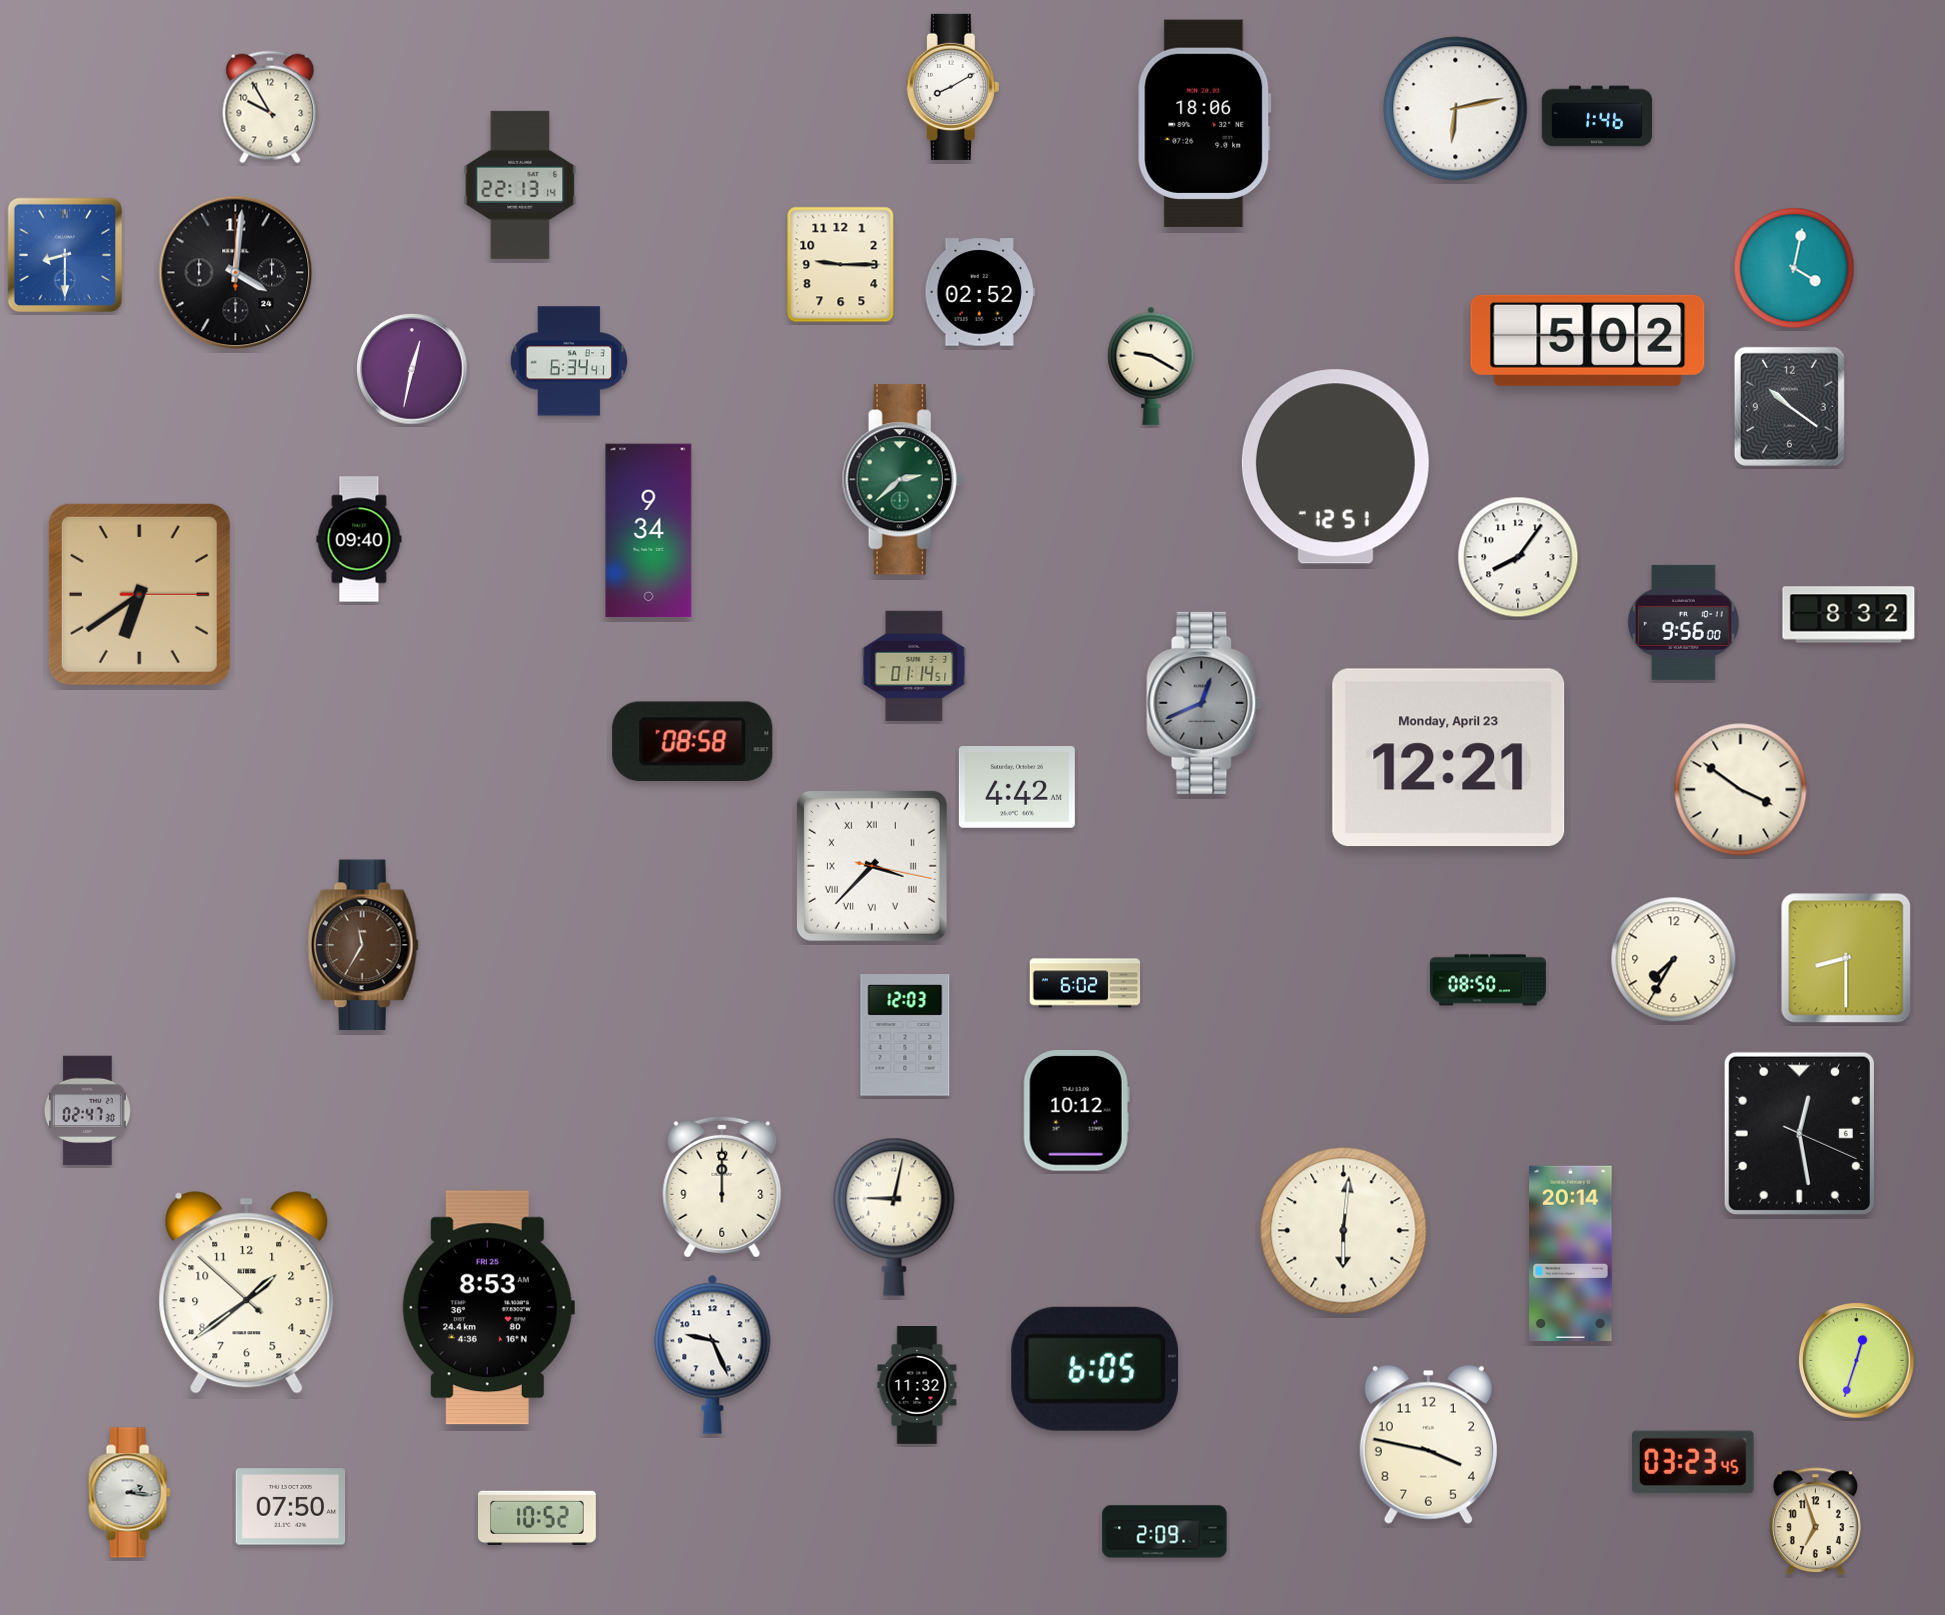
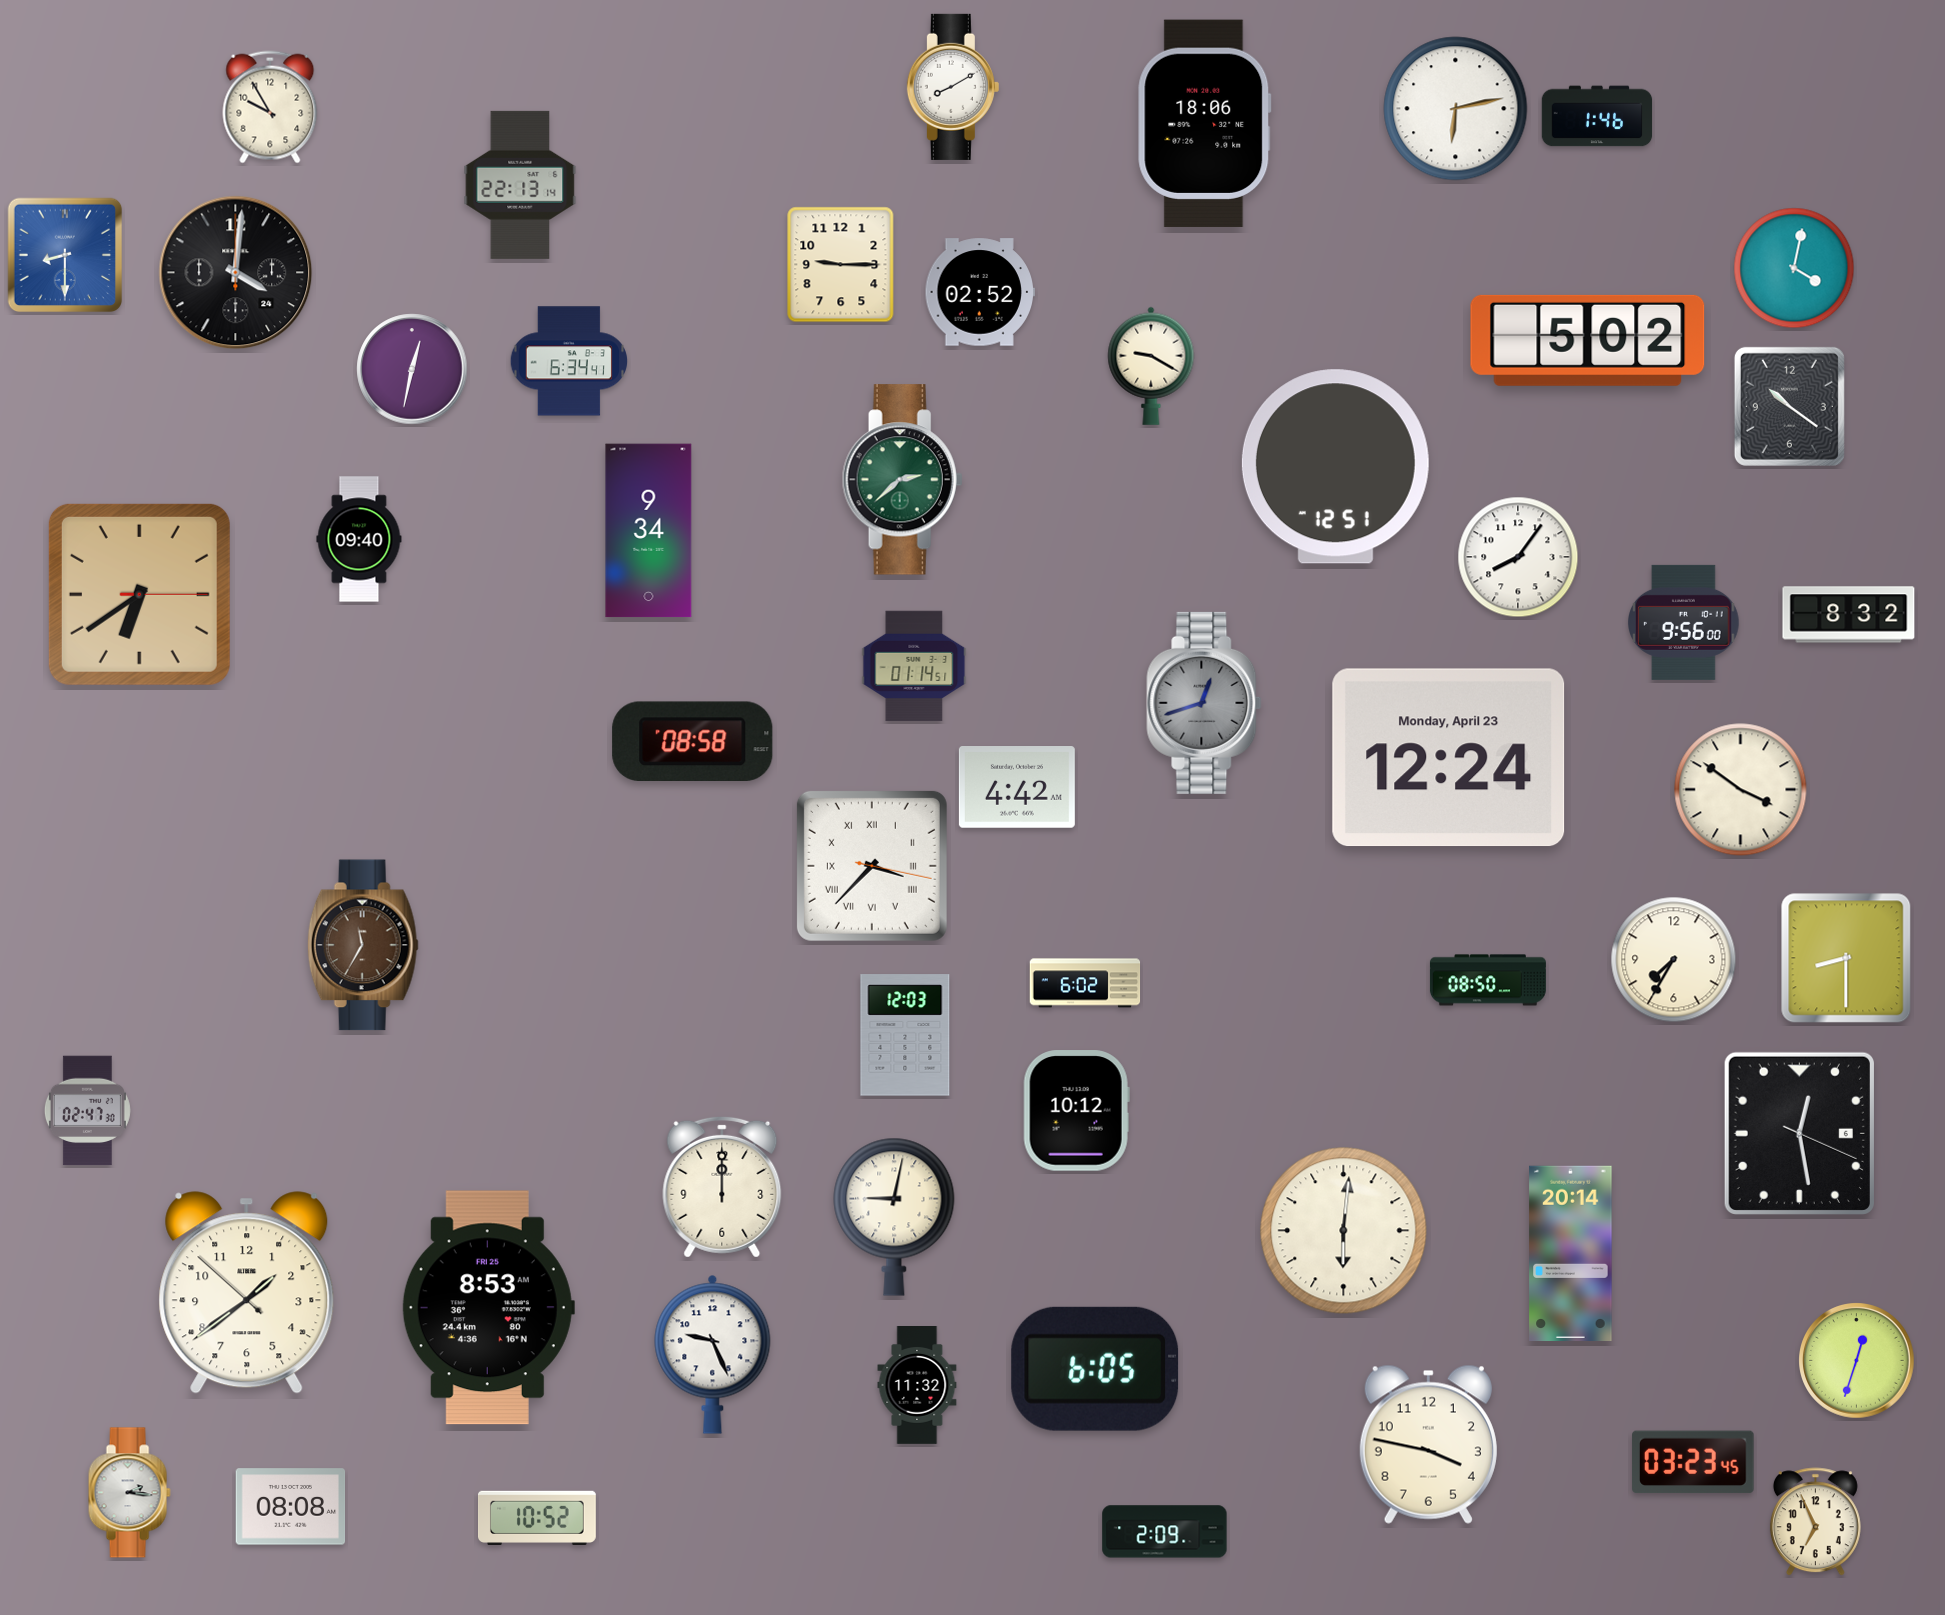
clock at (1204, 703): 12:41 -> 12:42
clock at (1449, 758): 12:21 -> 12:24
clock at (291, 1507): 07:50 -> 08:08
clock at (1815, 1522): 6:57 -> 6:56
